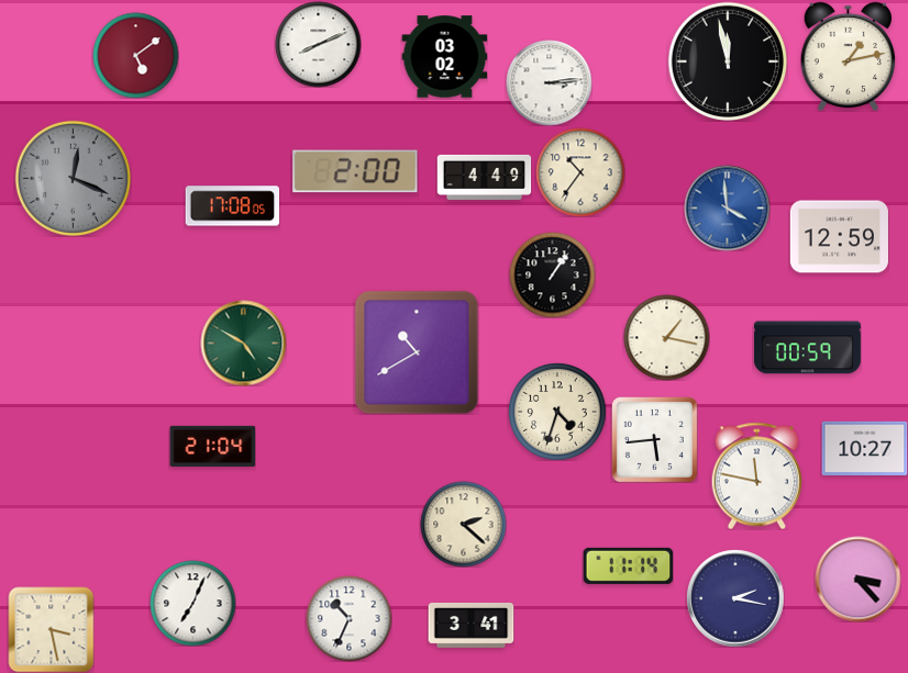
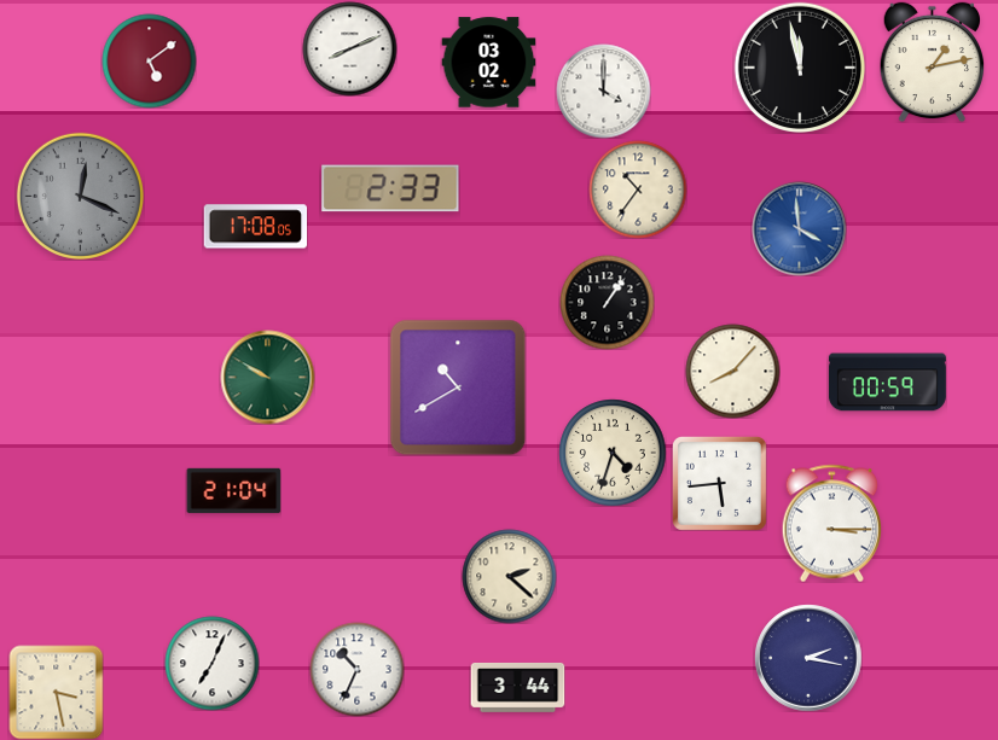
clock at (549, 82): 3:14 -> 4:00
clock at (355, 171): 2:00 -> 2:33
clock at (484, 177): 4:49 -> none
clock at (839, 237): 12:59 -> none
clock at (666, 337): 1:17 -> 8:07
clock at (243, 343): 4:50 -> 9:50
clock at (864, 448): 10:27 -> none
clock at (757, 475): 11:47 -> 3:15
clock at (628, 565): 11:14 -> none
clock at (857, 579): 3:23 -> none
clock at (348, 618) position: (348, 618) -> (356, 669)
clock at (470, 626): 3:41 -> 3:44
